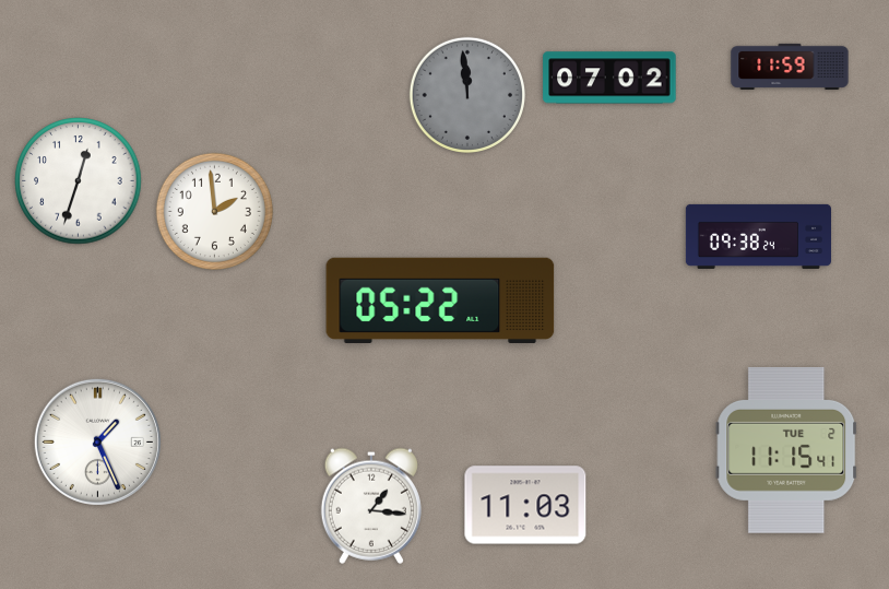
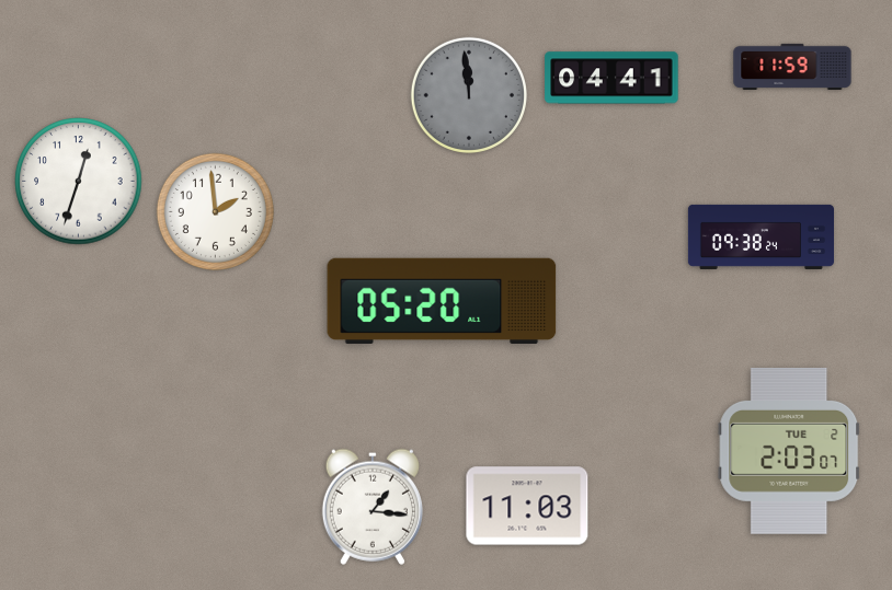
clock at (609, 78): 07:02 -> 04:41
clock at (440, 301): 05:22 -> 05:20
clock at (97, 441): 1:26 -> none
clock at (786, 450): 11:15 -> 2:03
